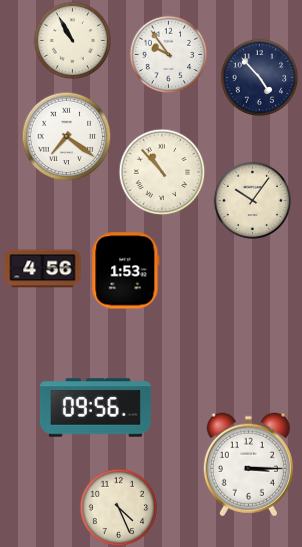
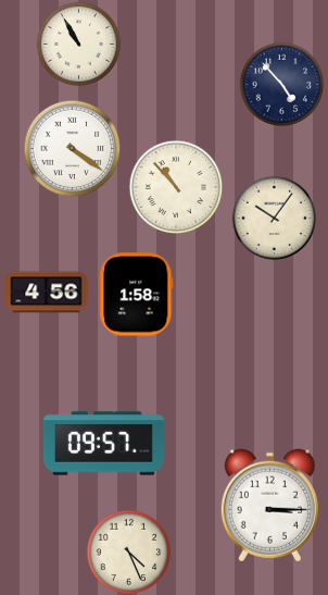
clock at (168, 54): 9:54 -> none
clock at (66, 136): 7:21 -> 4:21
clock at (126, 271): 1:53 -> 1:58
clock at (96, 408): 09:56 -> 09:57
